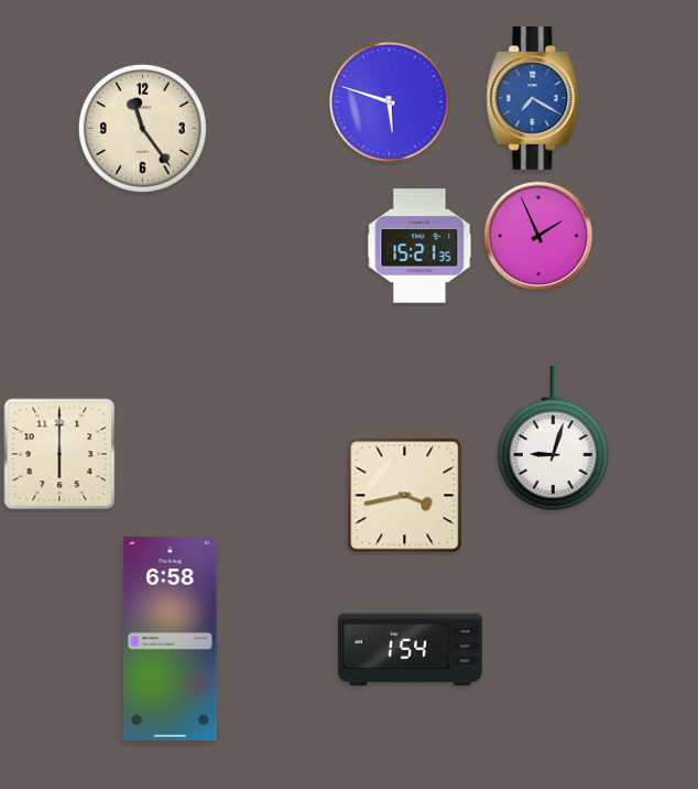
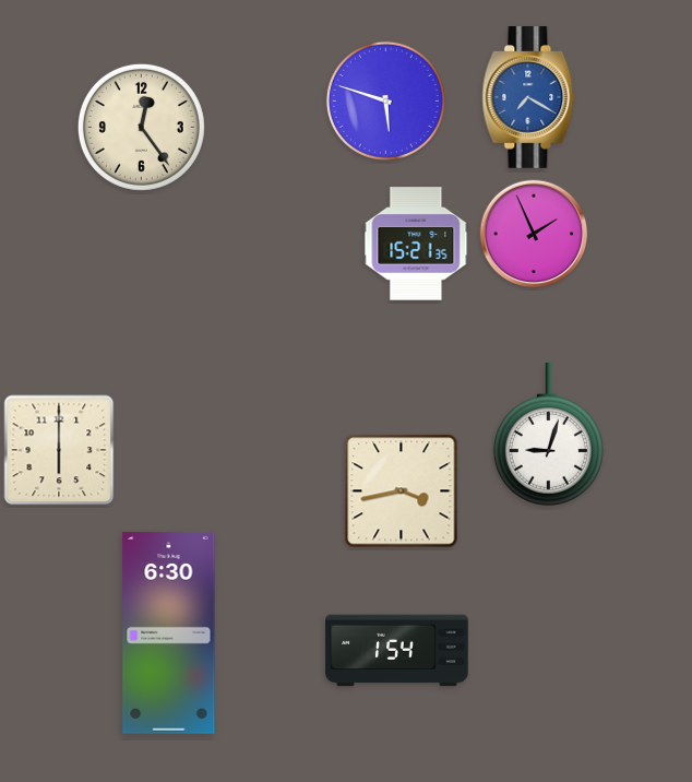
clock at (142, 128): 11:24 -> 12:24
clock at (171, 638): 6:58 -> 6:30
clock at (411, 650) position: (411, 650) -> (397, 651)
